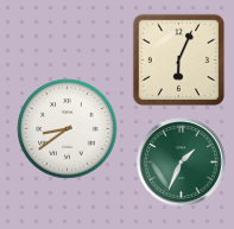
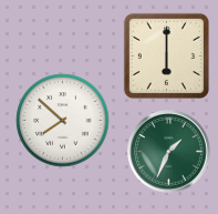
clock at (178, 59): 6:04 -> 6:00
clock at (68, 129): 8:39 -> 7:52
